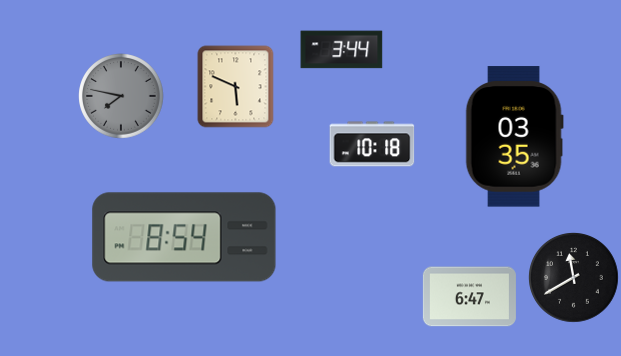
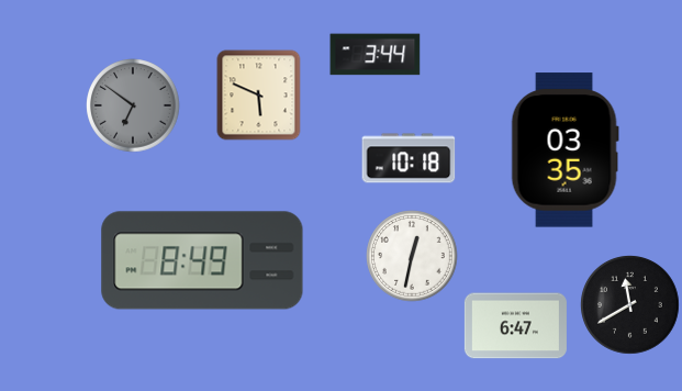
clock at (121, 96): 7:47 -> 6:51
clock at (412, 256): none -> 12:32
clock at (184, 237): 8:54 -> 8:49
